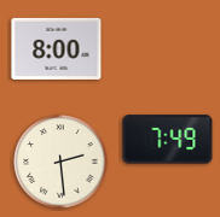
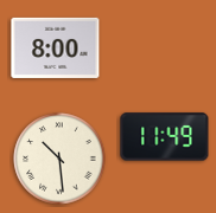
clock at (168, 140): 7:49 -> 11:49
clock at (60, 162): 2:29 -> 10:29
